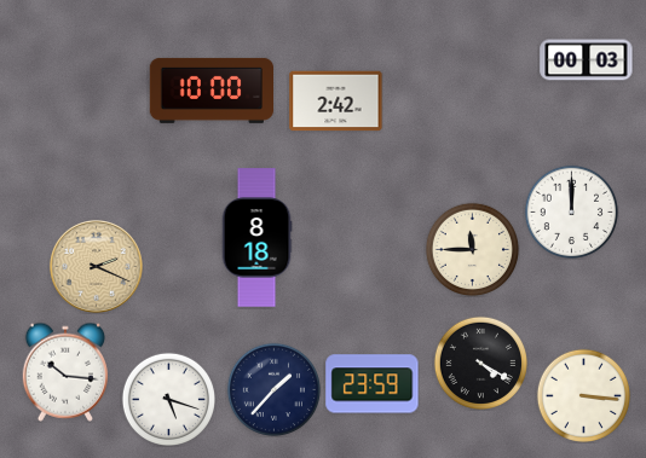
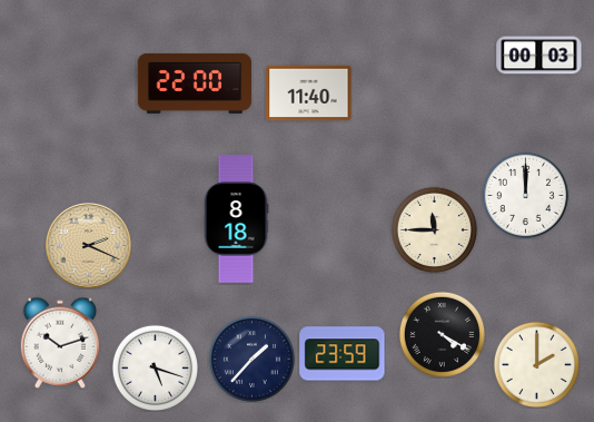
clock at (210, 91): 10:00 -> 22:00
clock at (336, 102): 2:42 -> 11:40
clock at (64, 372): 10:16 -> 10:12
clock at (583, 395): 3:16 -> 2:00
